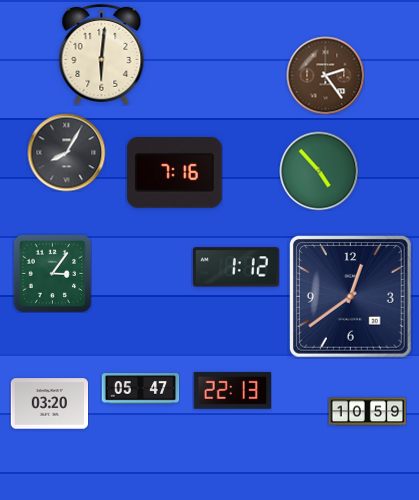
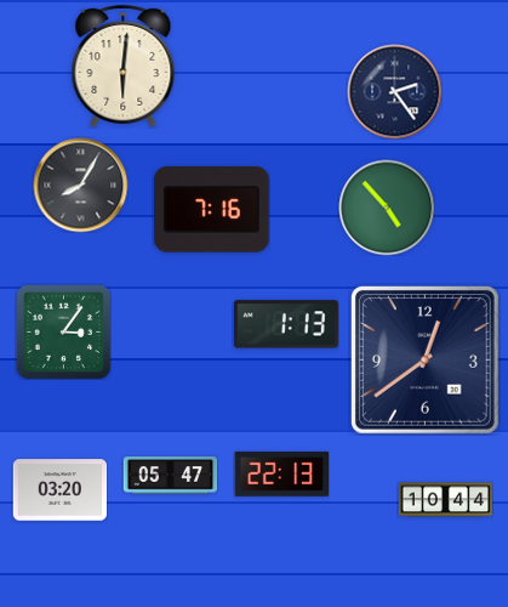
clock at (325, 75) dial: brown -> navy
clock at (236, 267): 1:12 -> 1:13
clock at (140, 389) position: (140, 389) -> (170, 476)
clock at (367, 412): 10:59 -> 10:44
